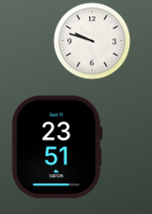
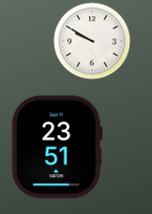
clock at (92, 41): 9:48 -> 9:50
